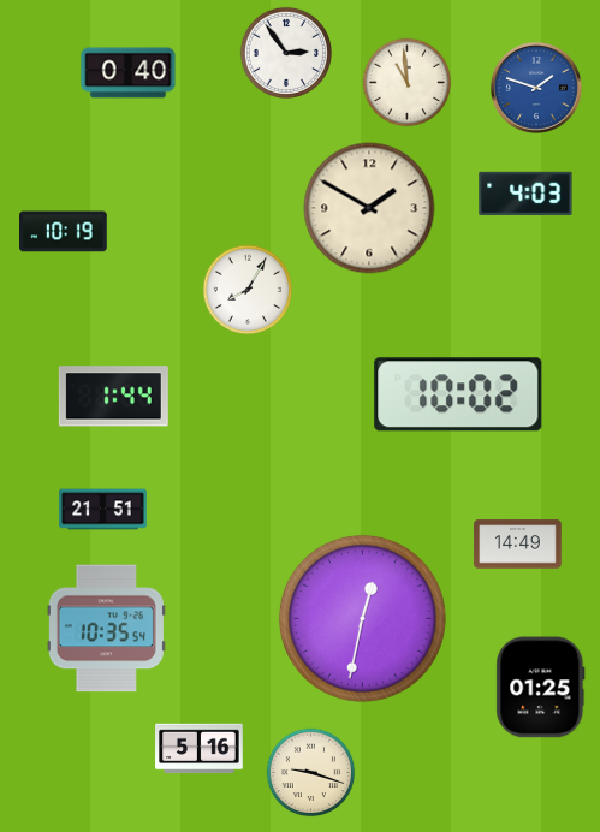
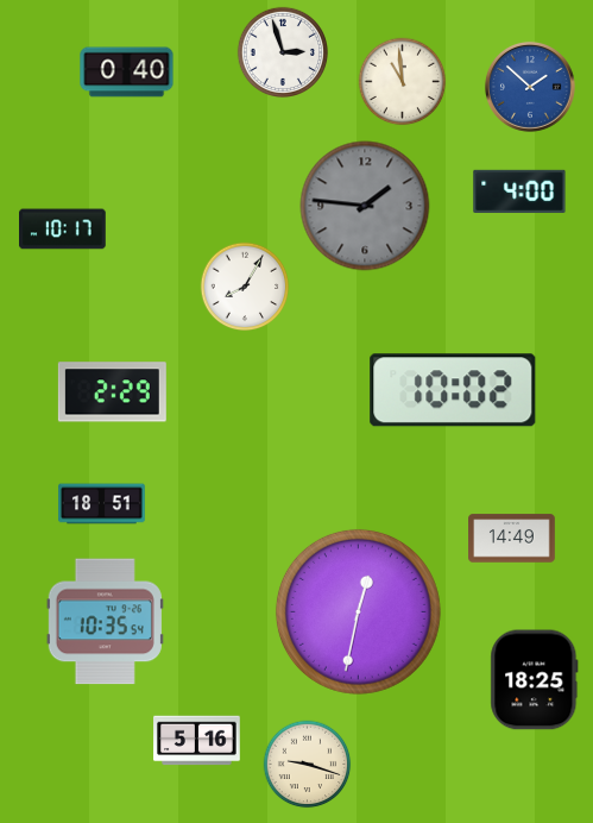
clock at (285, 52): 2:54 -> 2:57
clock at (536, 88): 1:48 -> 1:52
clock at (525, 192): 4:03 -> 4:00
clock at (369, 208): 1:50 -> 1:46
clock at (369, 208) dial: cream -> grey
clock at (64, 232): 10:19 -> 10:17
clock at (113, 397): 1:44 -> 2:29
clock at (103, 510): 21:51 -> 18:51
clock at (541, 688): 01:25 -> 18:25
